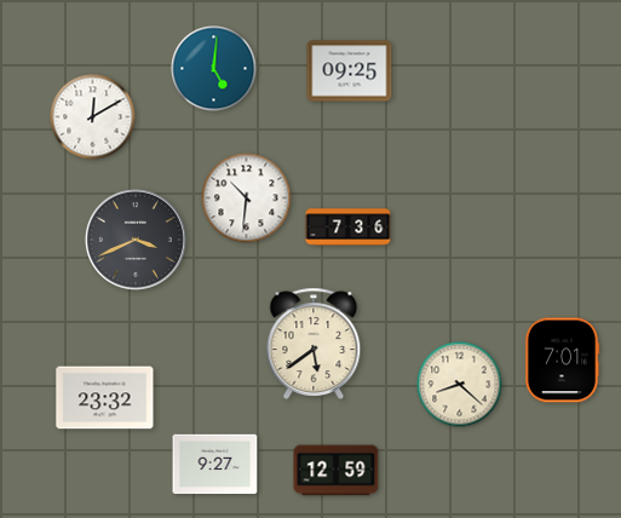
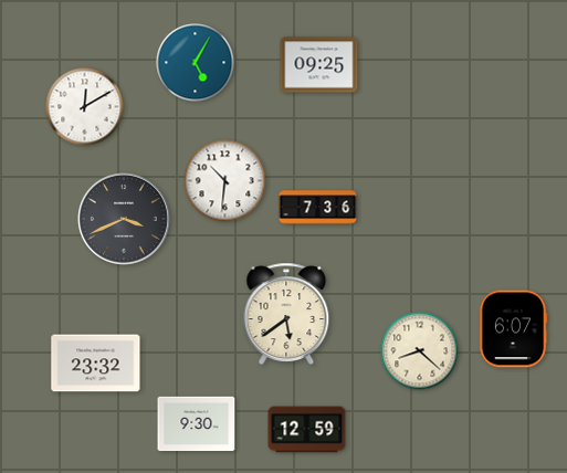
clock at (214, 69): 5:01 -> 5:05
clock at (562, 361): 7:01 -> 6:07
clock at (215, 465): 9:27 -> 9:30
